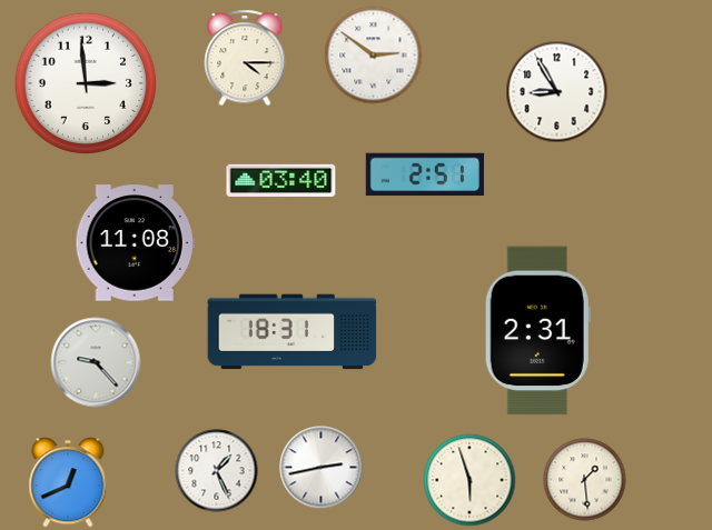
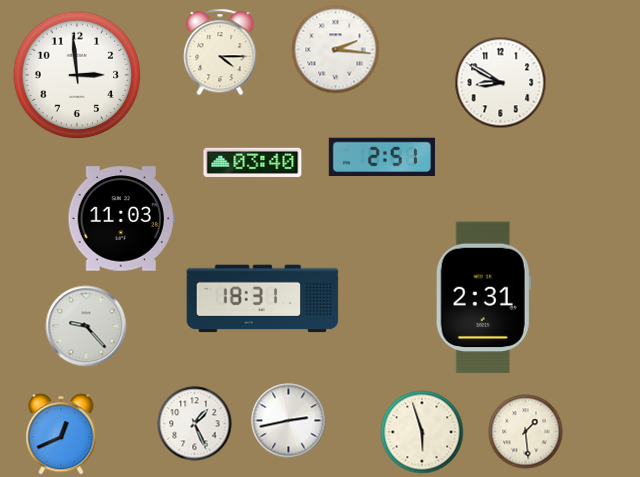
clock at (374, 56): 2:51 -> 2:16
clock at (557, 92): 8:55 -> 8:50
clock at (135, 243): 11:08 -> 11:03
